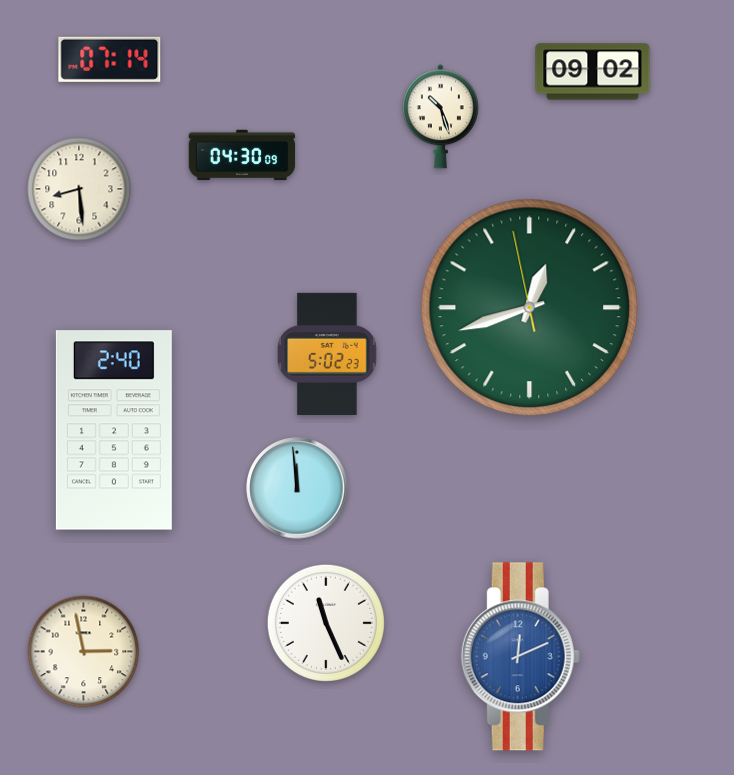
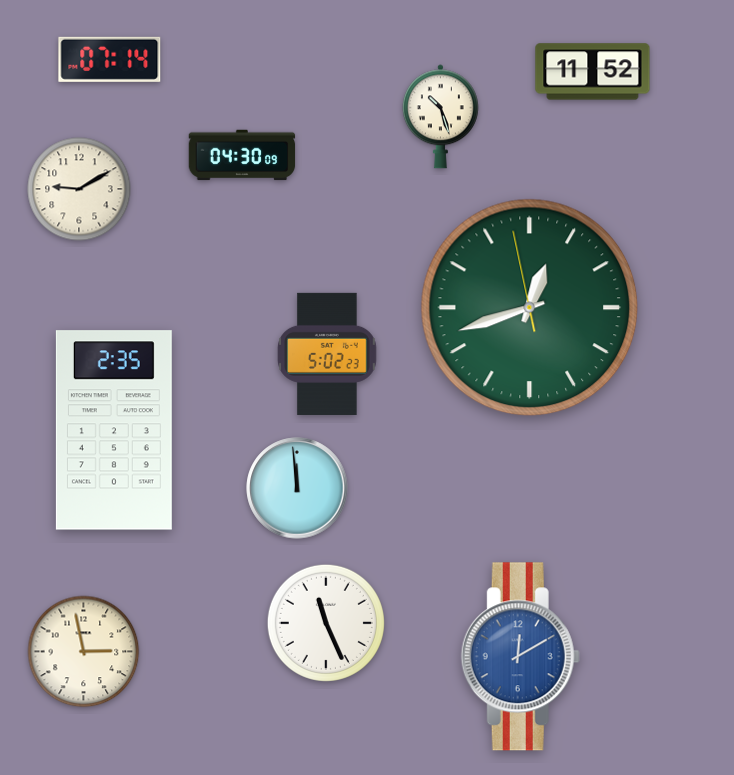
clock at (593, 72): 09:02 -> 11:52
clock at (79, 189): 8:29 -> 9:10
clock at (114, 430): 2:40 -> 2:35
clock at (520, 657): 12:11 -> 12:10
